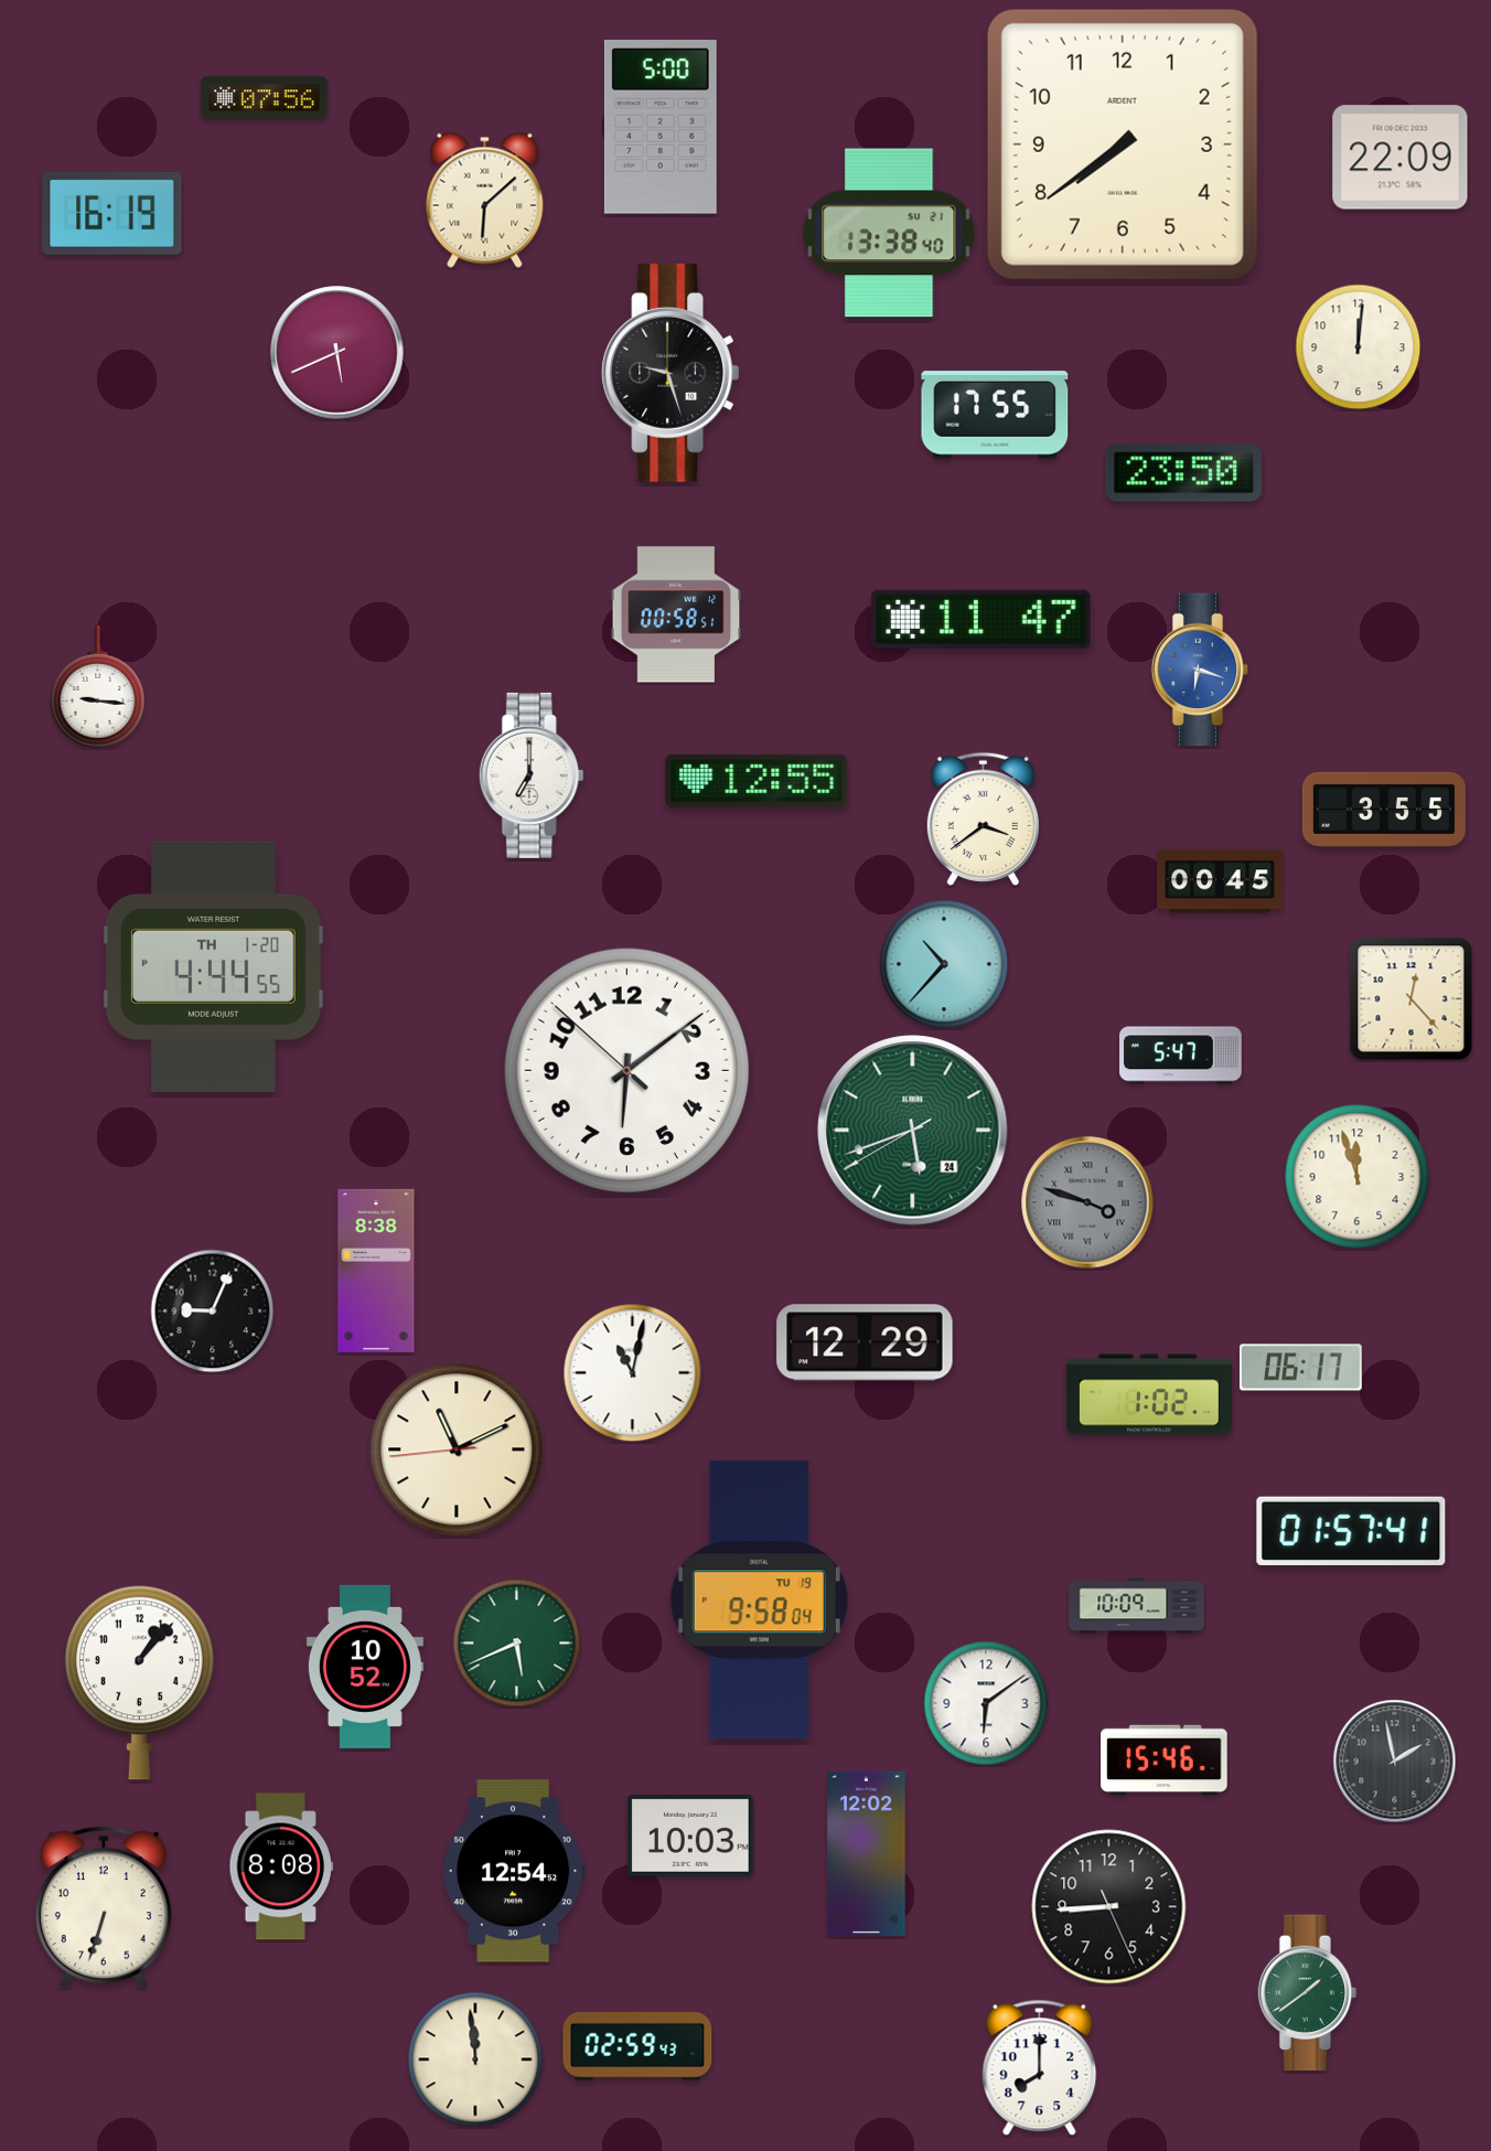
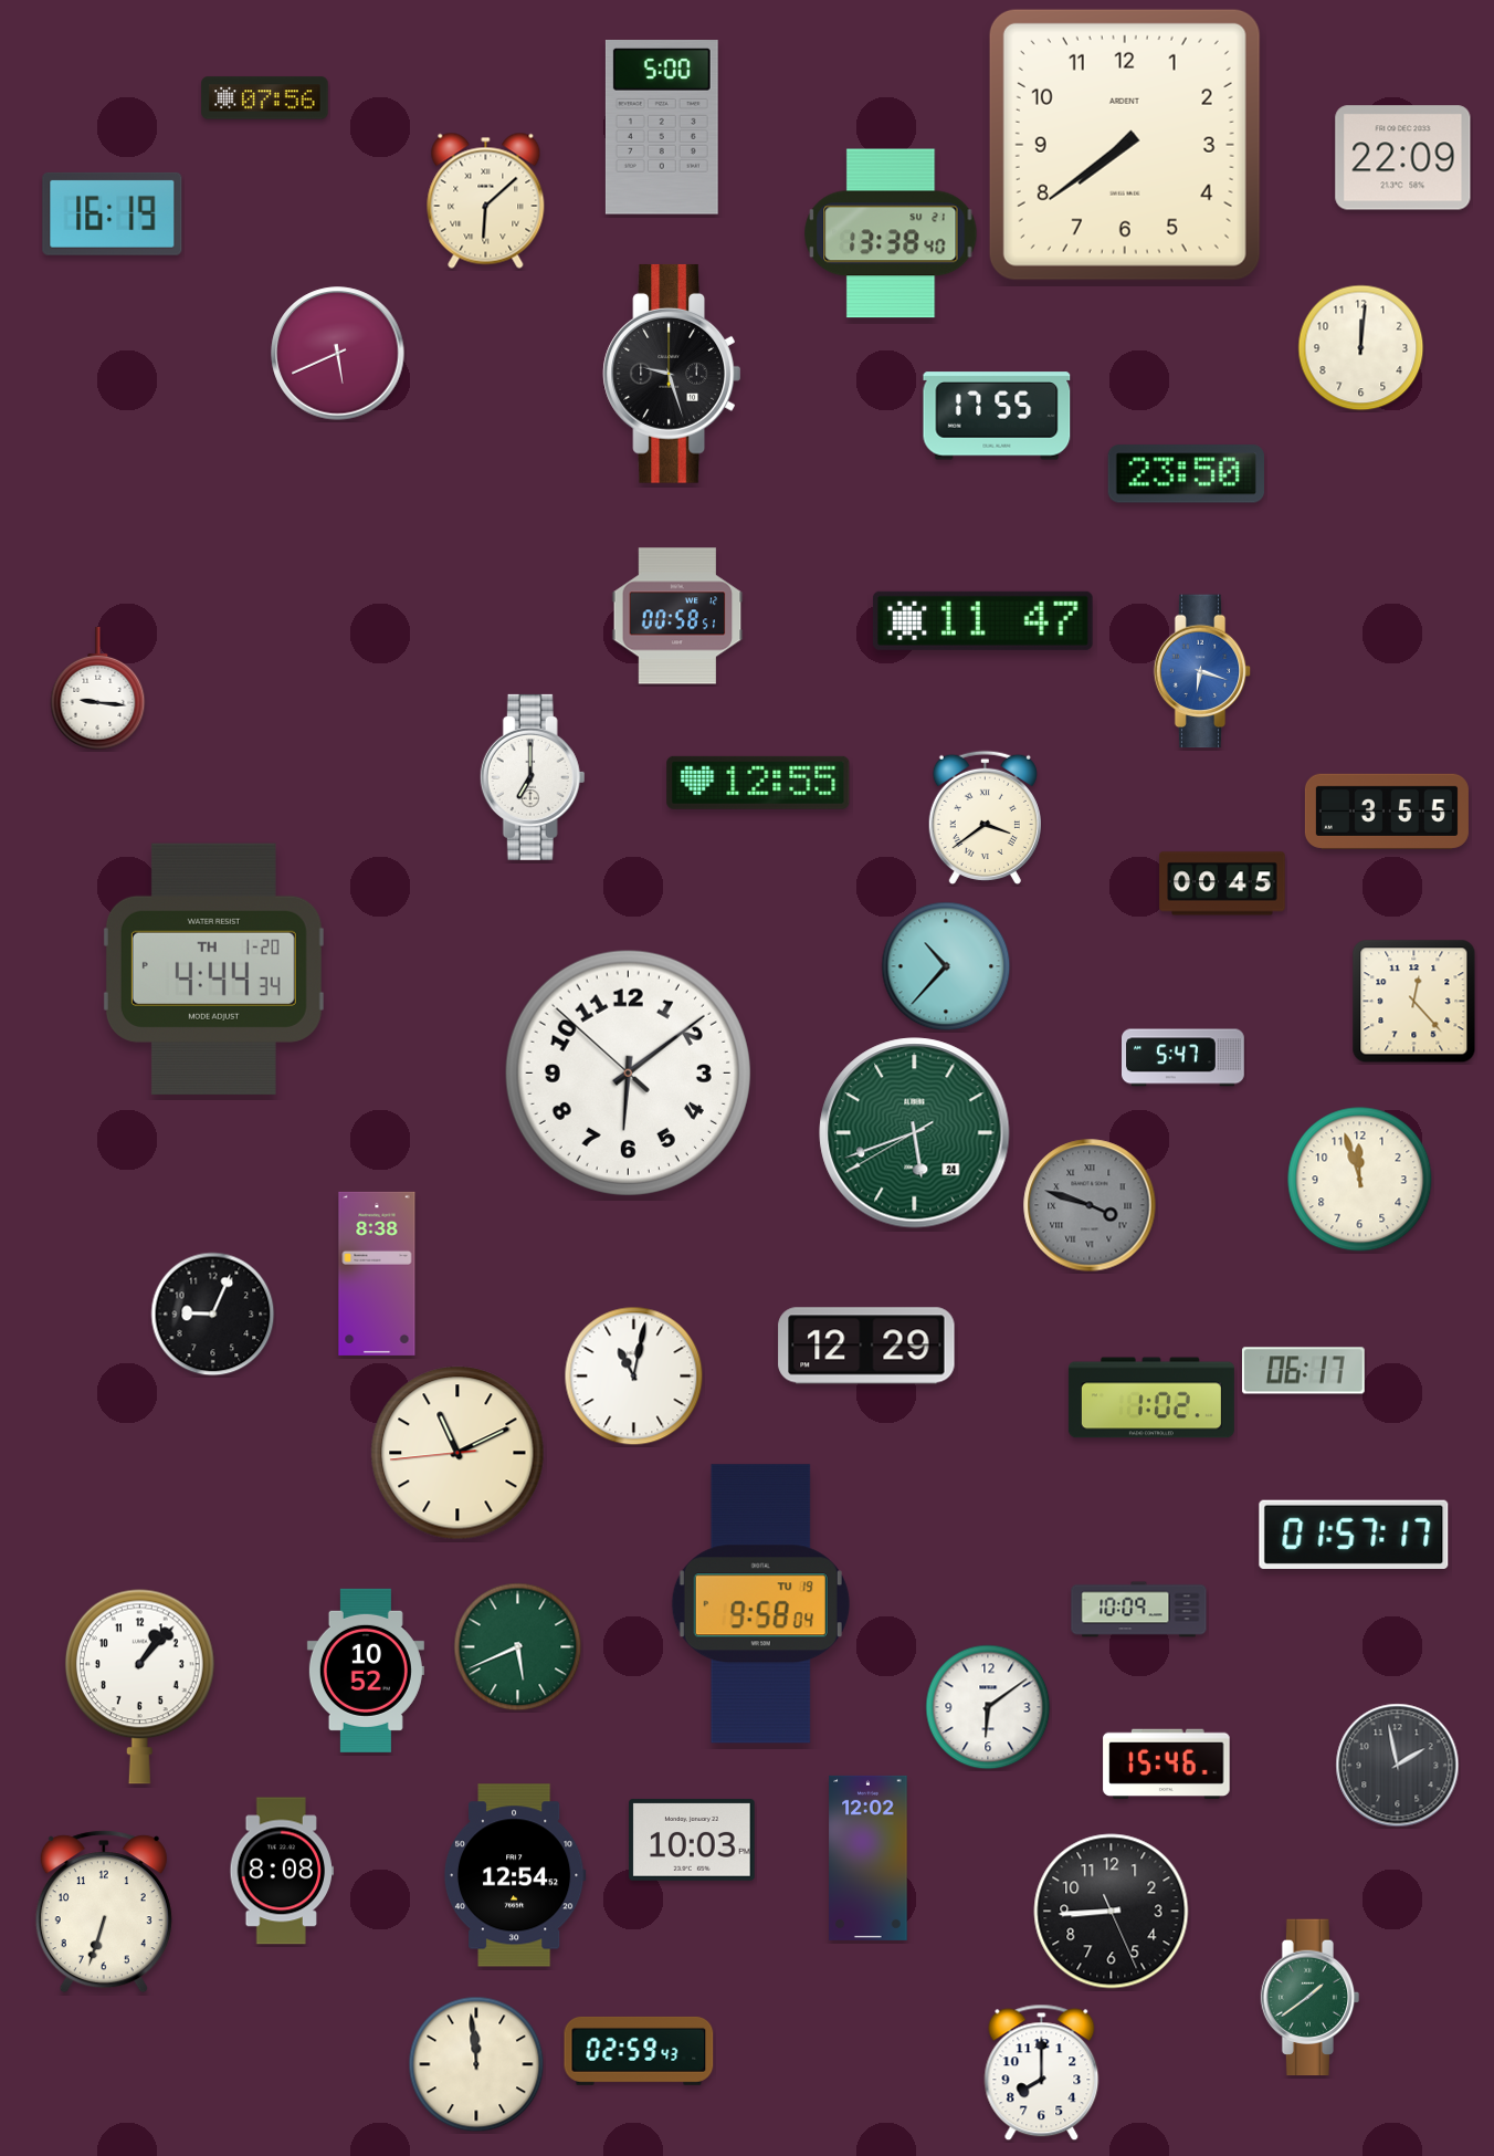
clock at (983, 818) position: (983, 818) -> (985, 817)
clock at (213, 966): 4:44:55 -> 4:44:34
clock at (1351, 1531): 01:57:41 -> 01:57:17
